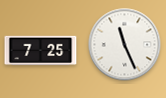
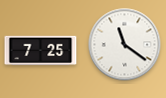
clock at (125, 45): 11:26 -> 11:21
